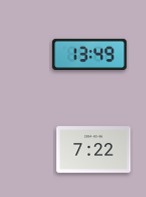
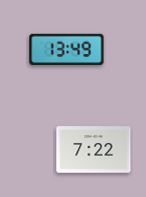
clock at (90, 55) position: (90, 55) -> (67, 50)
